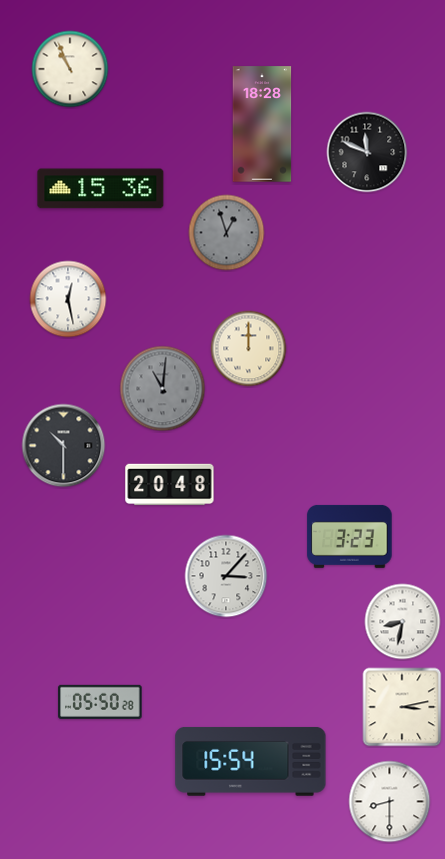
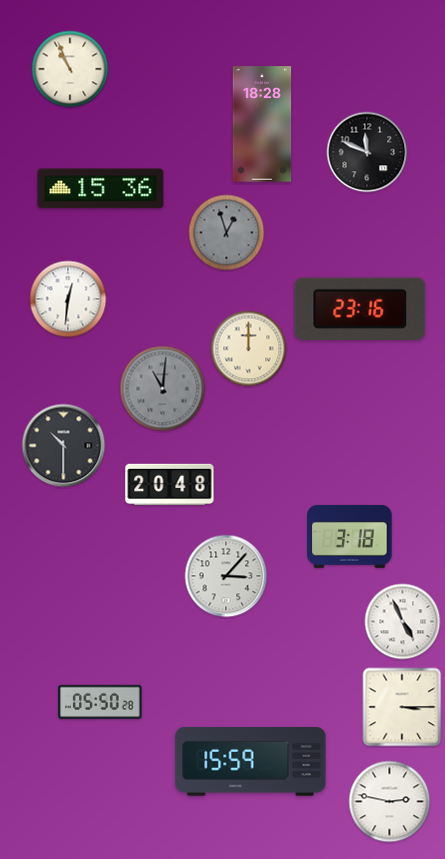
clock at (68, 299): 12:28 -> 12:31
clock at (360, 309): none -> 23:16
clock at (350, 536): 3:23 -> 3:18
clock at (403, 622): 8:32 -> 4:56
clock at (402, 707): 3:13 -> 3:15
clock at (251, 762): 15:54 -> 15:59
clock at (390, 802): 8:30 -> 2:47
